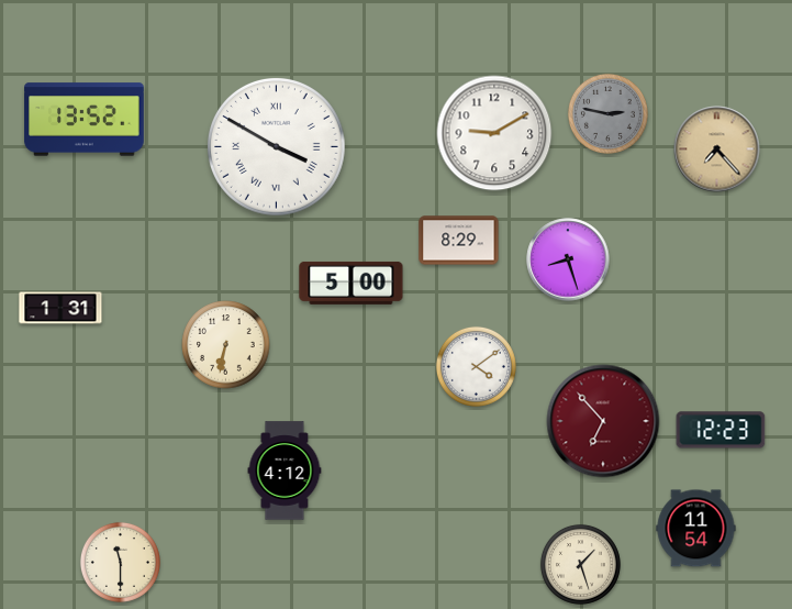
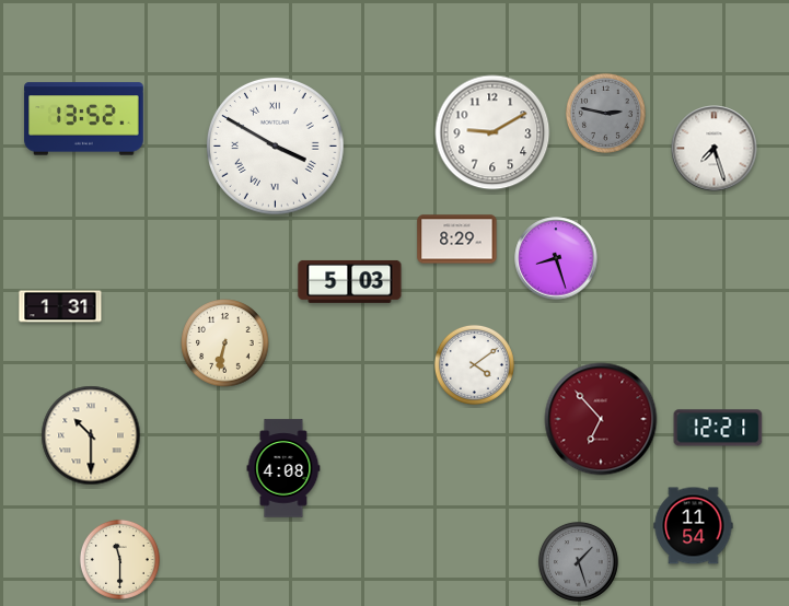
clock at (717, 150): 7:23 -> 7:27
clock at (717, 150) dial: champagne -> white
clock at (568, 259) position: (568, 259) -> (556, 258)
clock at (352, 283): 5:00 -> 5:03
clock at (721, 430): 12:23 -> 12:21
clock at (91, 435): none -> 10:30
clock at (285, 470): 4:12 -> 4:08
clock at (580, 564) dial: cream -> grey
